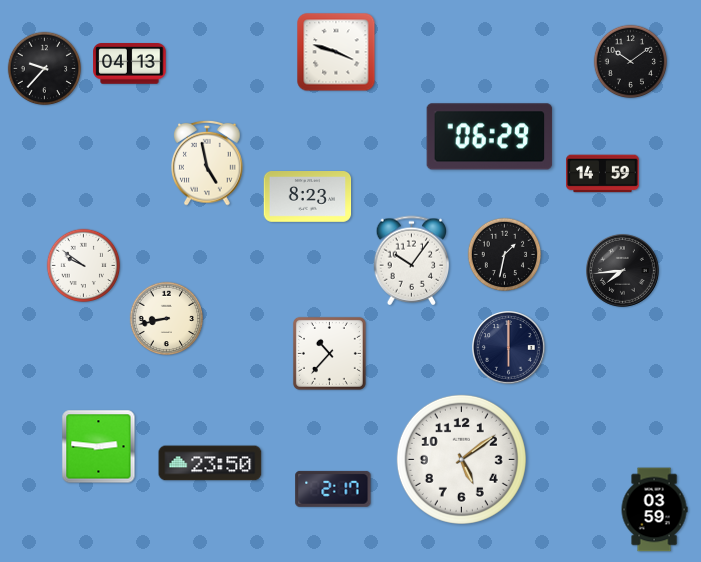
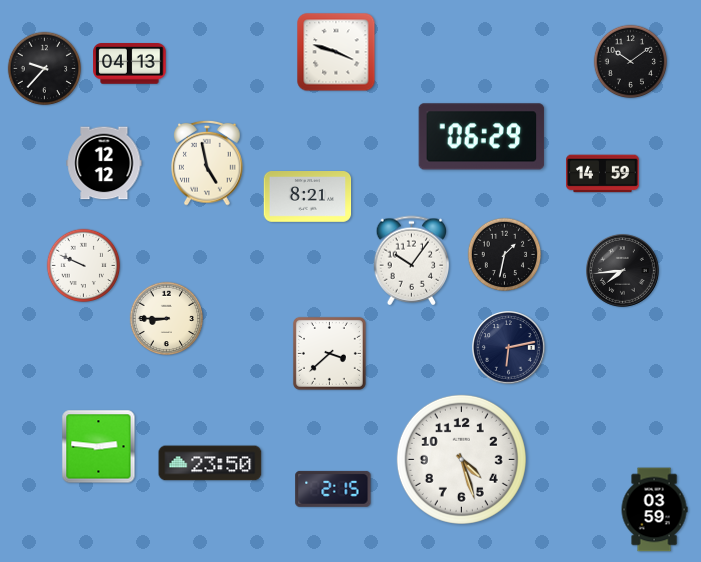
clock at (490, 137) position: (490, 137) -> (482, 137)
clock at (104, 163): none -> 12:12
clock at (308, 197): 8:23 -> 8:21
clock at (84, 266): 9:51 -> 9:49
clock at (167, 319): 8:43 -> 8:45
clock at (509, 348): 6:00 -> 6:13
clock at (329, 353): 10:37 -> 3:38
clock at (461, 459): 5:09 -> 4:27
clock at (333, 489): 2:17 -> 2:15
